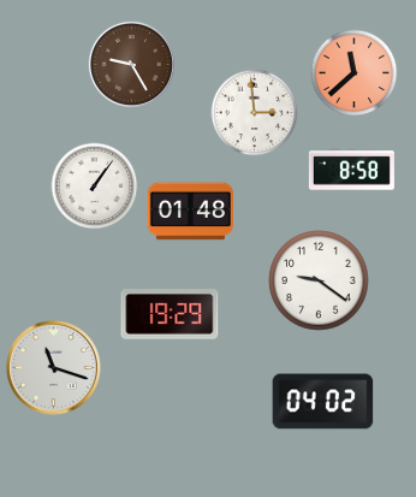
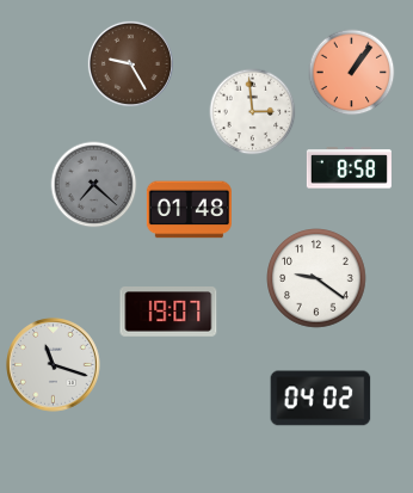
clock at (355, 73): 11:38 -> 1:06
clock at (95, 187): 1:06 -> 7:22
clock at (95, 187) dial: white -> grey
clock at (170, 314): 19:29 -> 19:07
